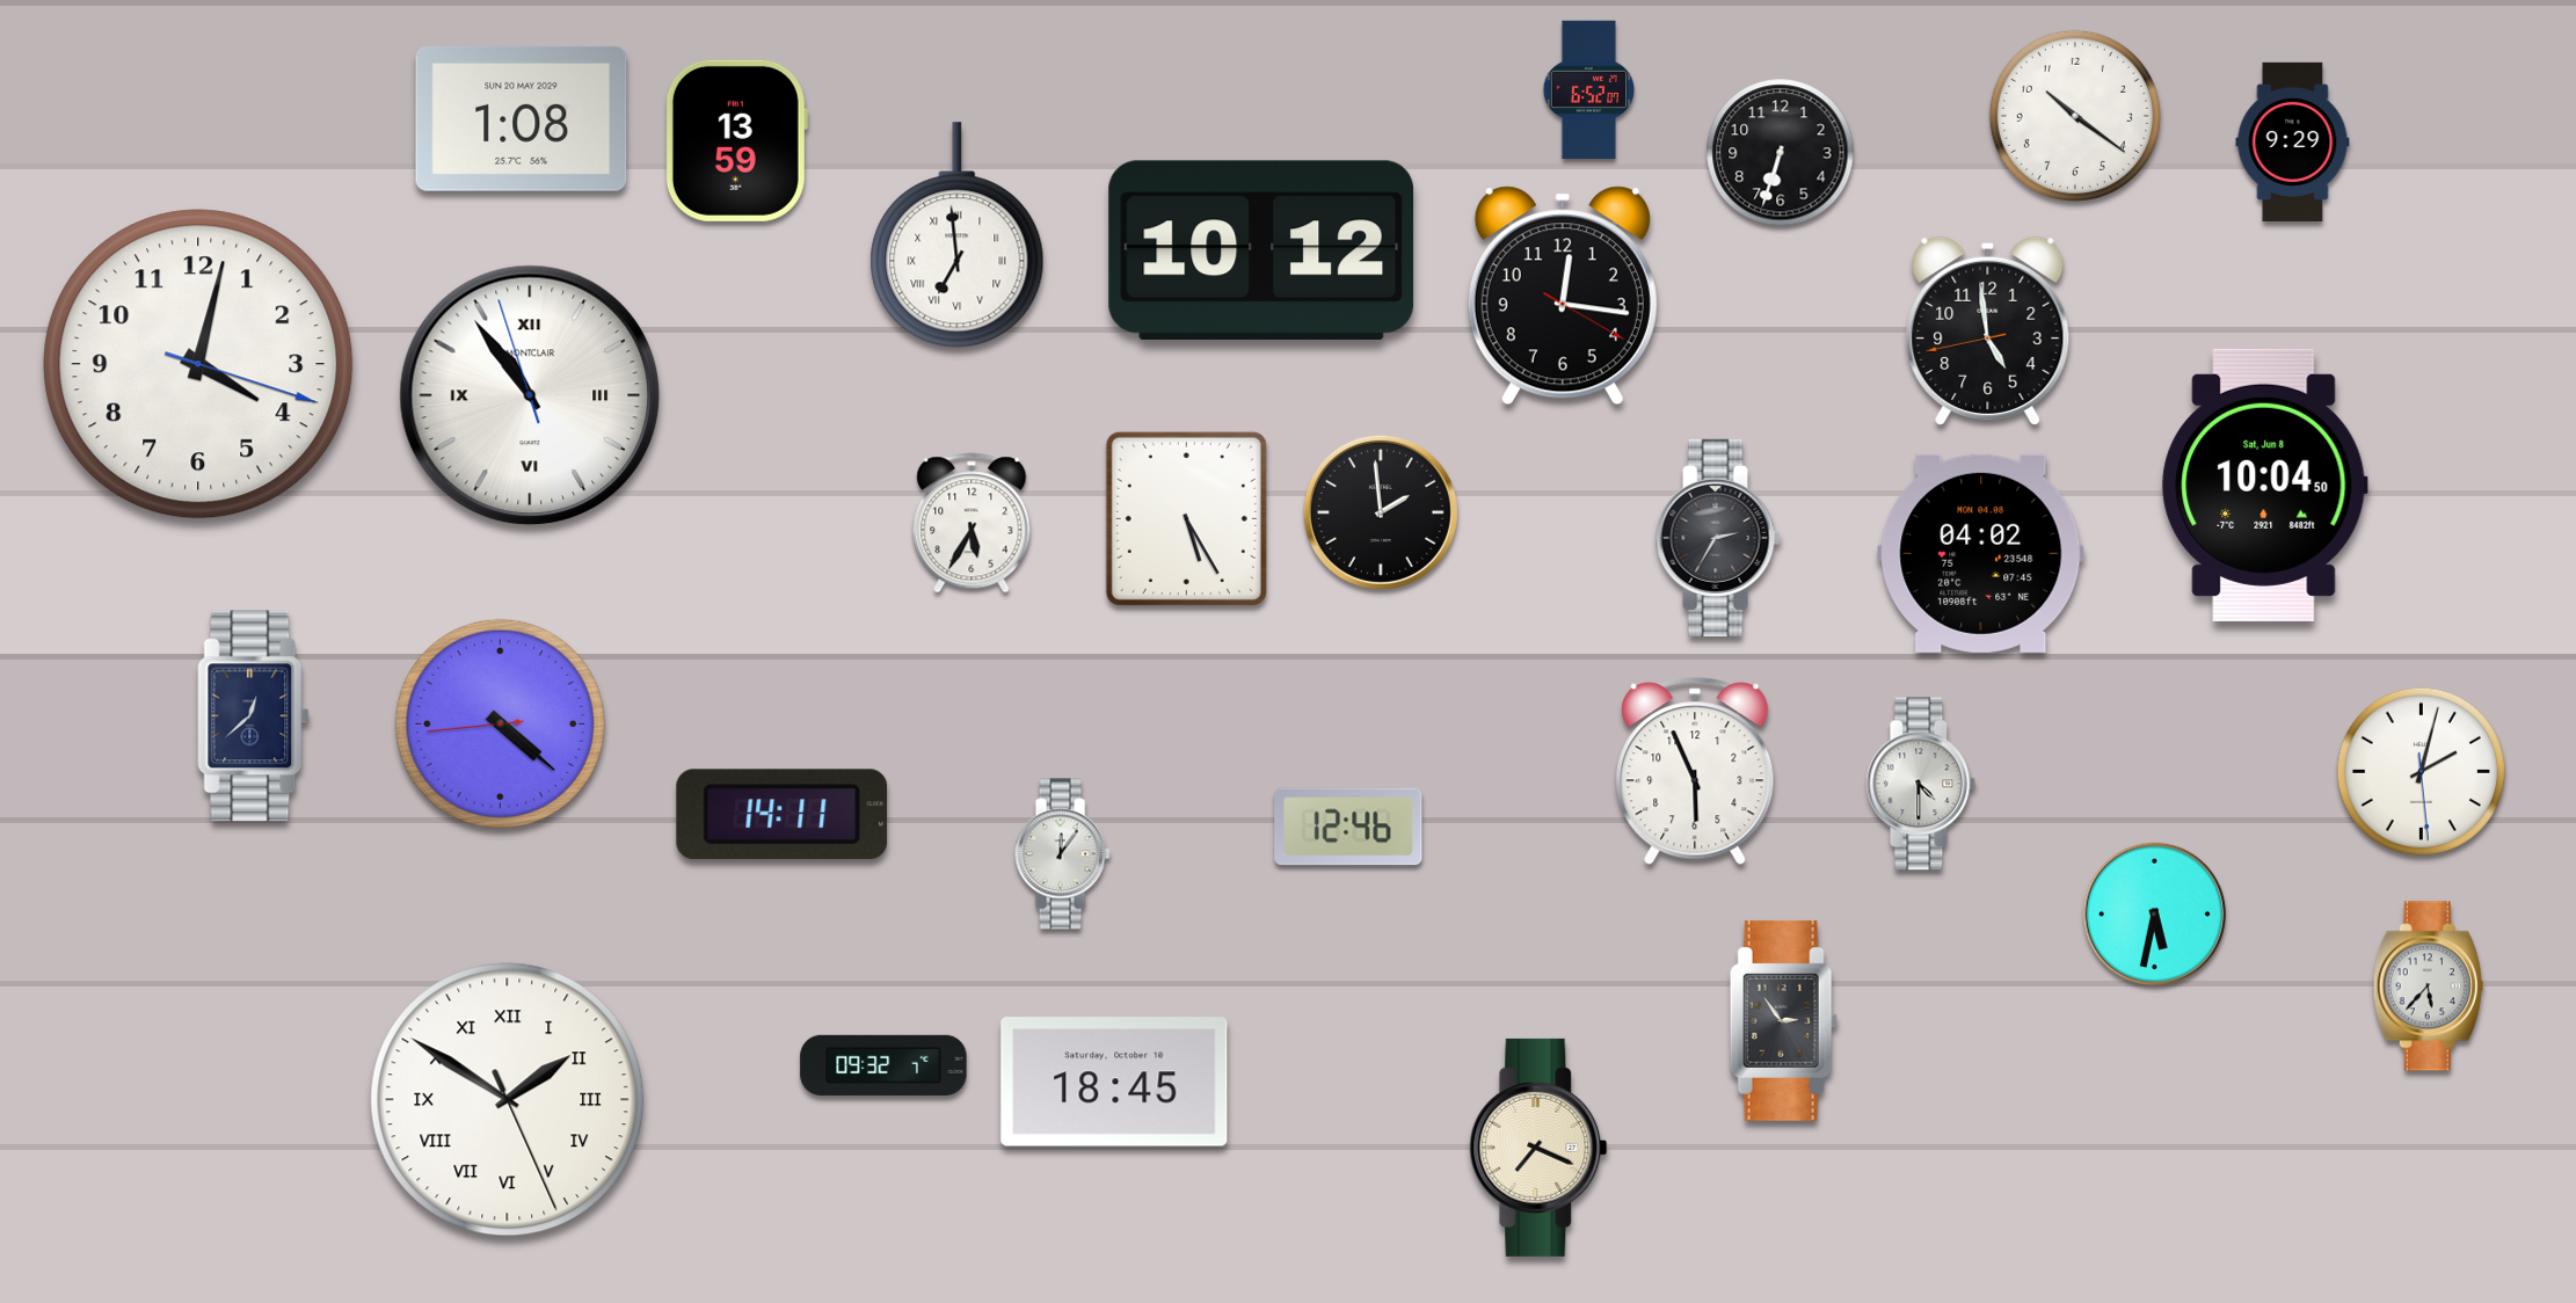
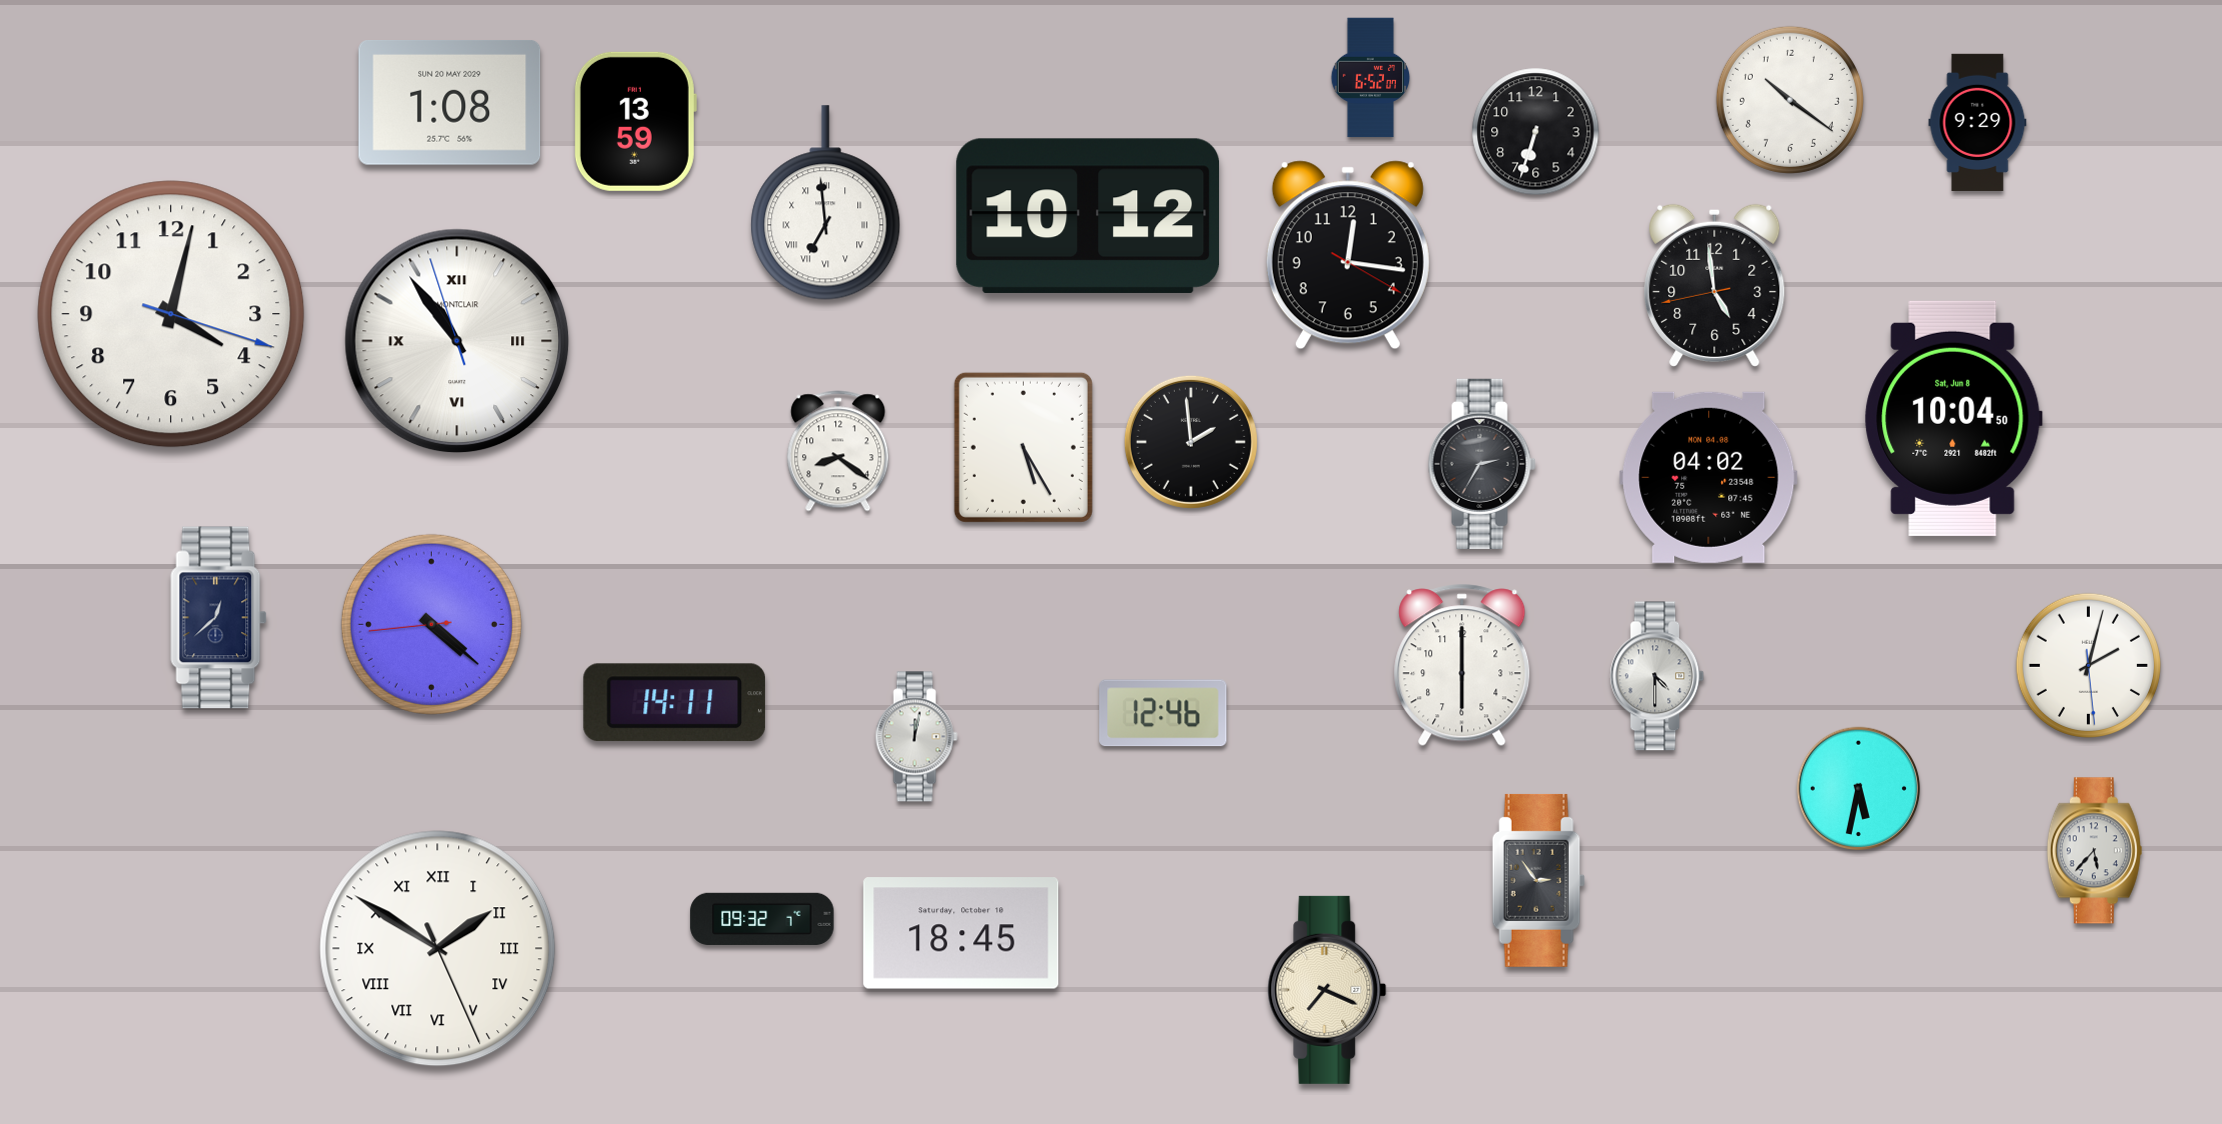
clock at (972, 523): 5:35 -> 8:21
clock at (1695, 771): 5:56 -> 6:00
clock at (1062, 854): 12:06 -> 12:02
